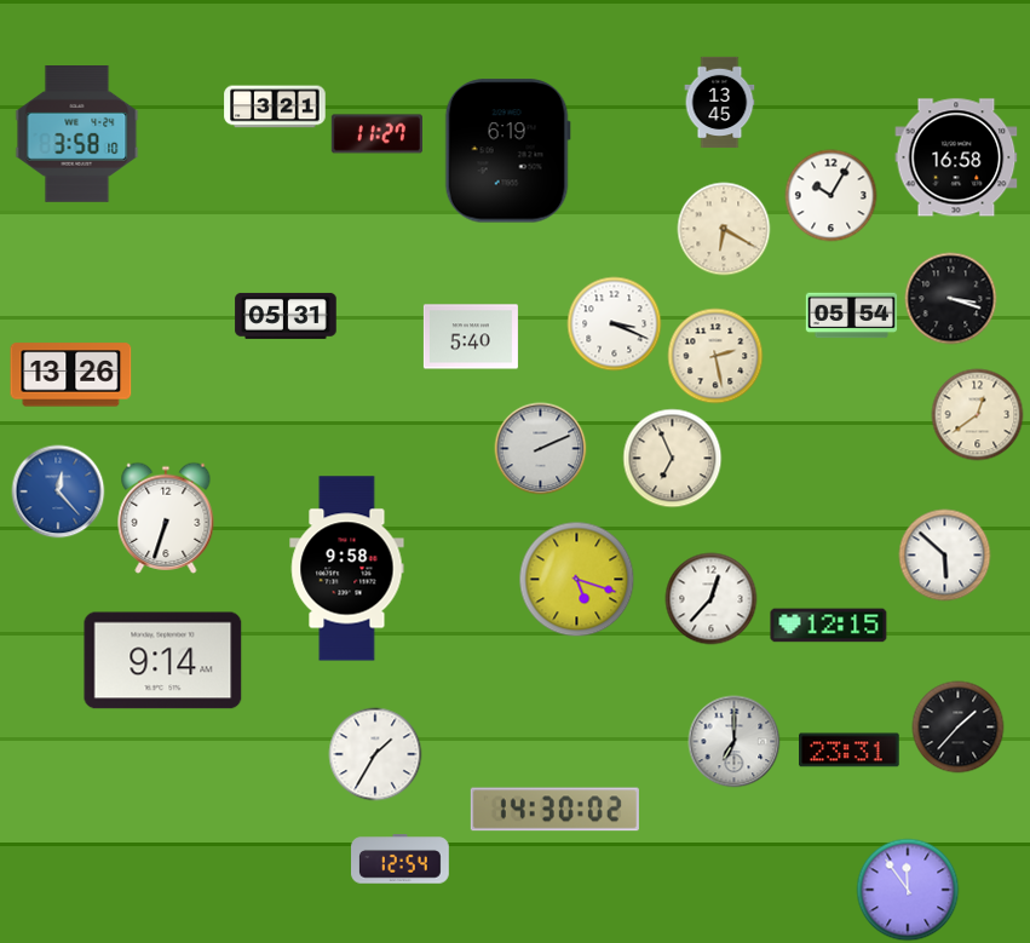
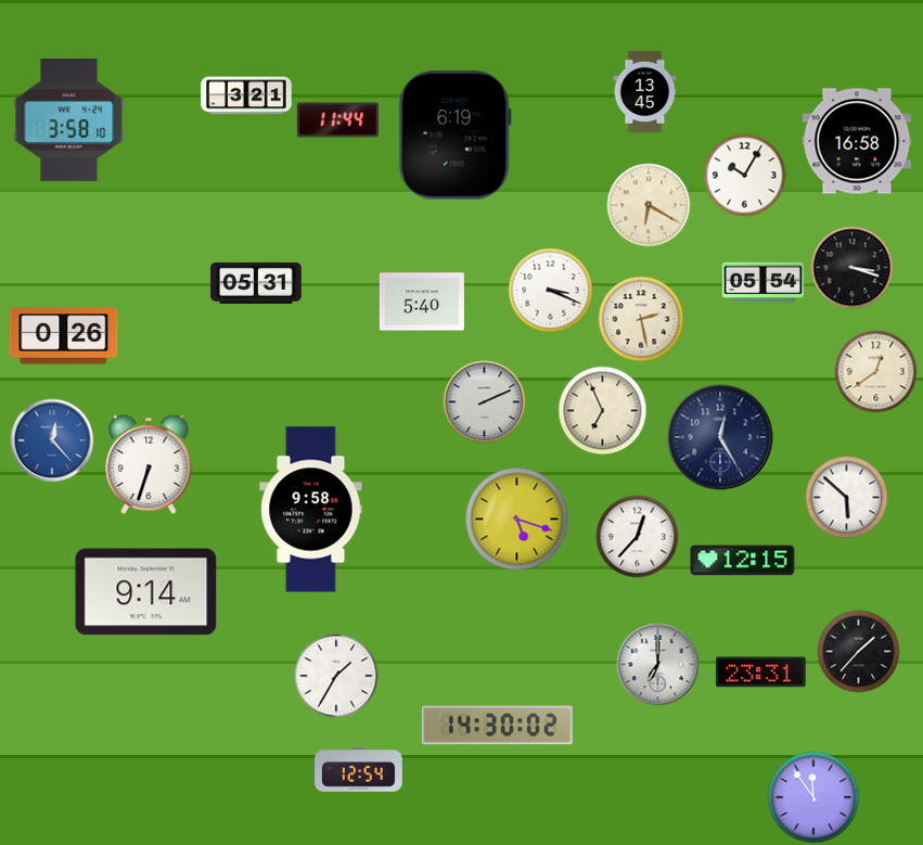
clock at (376, 134): 11:27 -> 11:44
clock at (71, 375): 13:26 -> 0:26
clock at (720, 437): none -> 12:25
